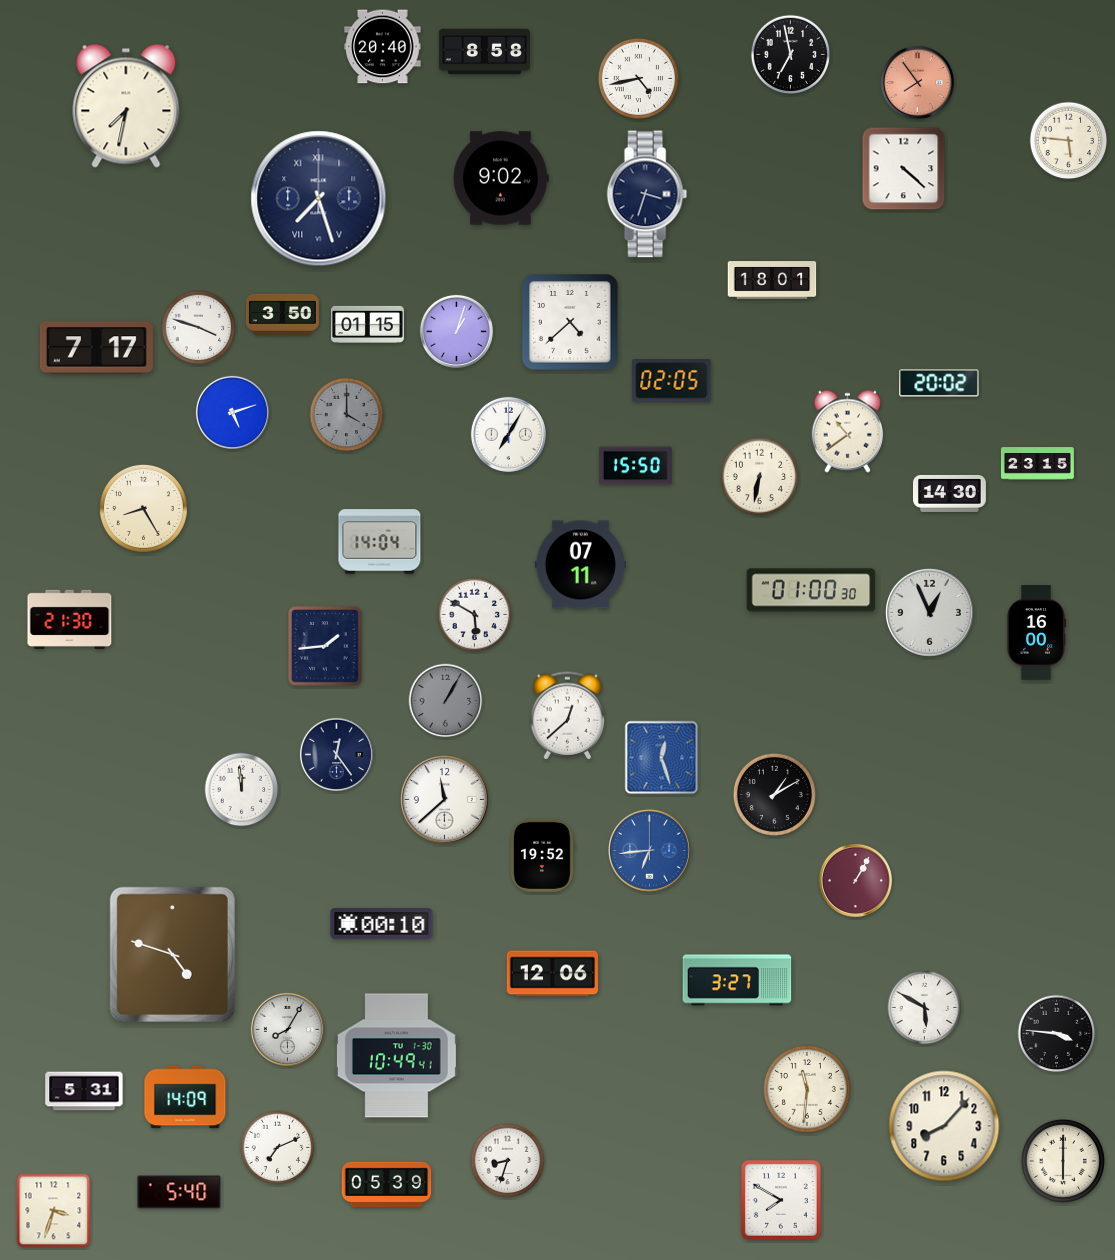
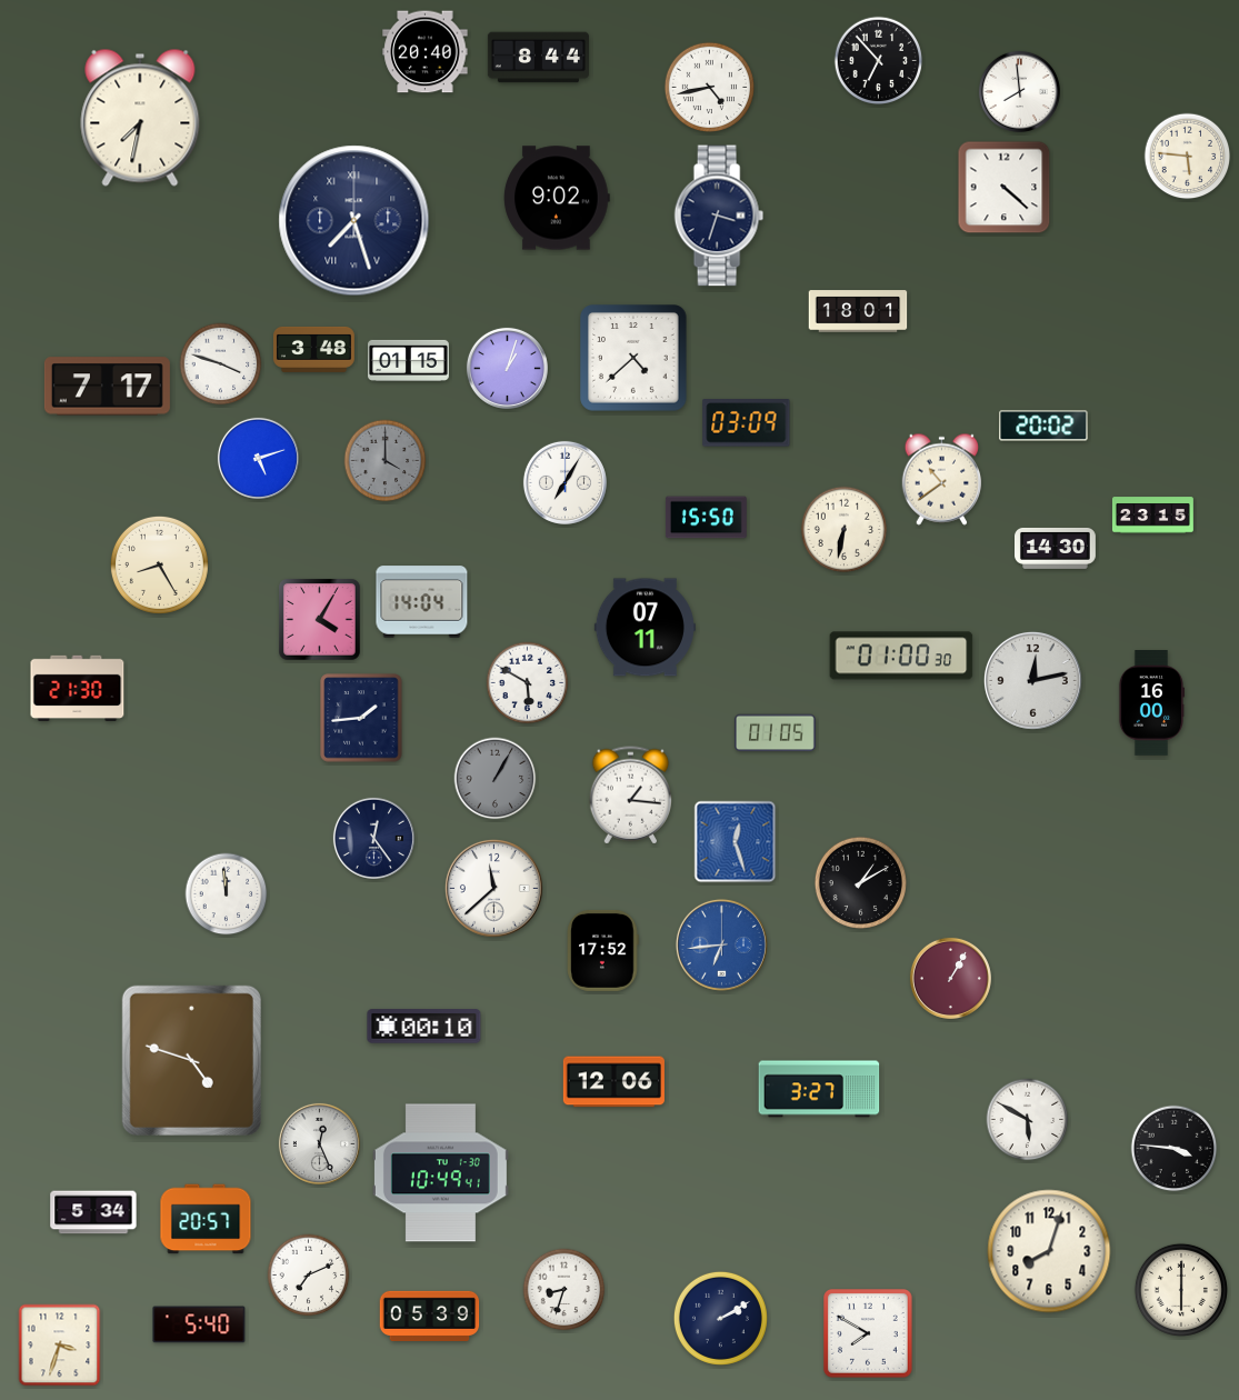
clock at (484, 52): 8:58 -> 8:44
clock at (791, 55): 6:58 -> 6:53
clock at (917, 82): 7:54 -> 7:59
clock at (917, 82) dial: salmon -> white
clock at (282, 314): 3:50 -> 3:48
clock at (672, 381): 02:05 -> 03:09
clock at (320, 620): none -> 4:05
clock at (929, 612): 12:56 -> 12:13
clock at (775, 733): none -> 01:05
clock at (568, 716): 12:38 -> 1:16
clock at (242, 790) position: (242, 790) -> (227, 894)
clock at (543, 855): 19:52 -> 17:52
clock at (287, 1029): 8:05 -> 12:26
clock at (807, 1089): 11:31 -> none
clock at (84, 1091): 5:31 -> 5:34
clock at (185, 1097): 14:09 -> 20:57
clock at (944, 1126): 8:07 -> 8:03
clock at (720, 1318): none -> 2:10
